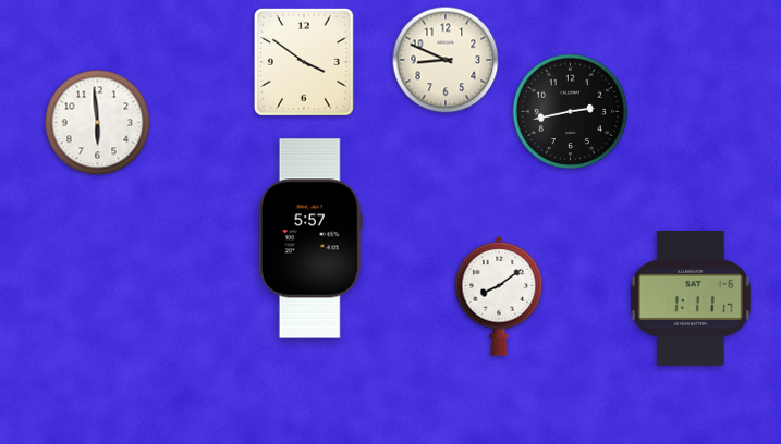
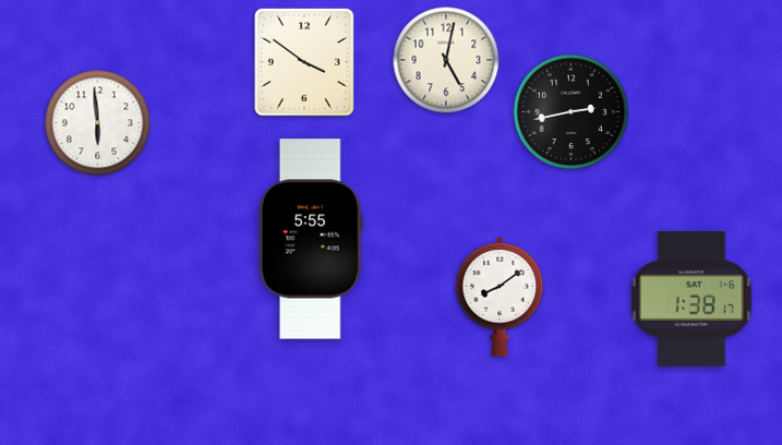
clock at (446, 60): 8:49 -> 5:02
clock at (310, 238): 5:57 -> 5:55
clock at (691, 299): 1:11 -> 1:38
